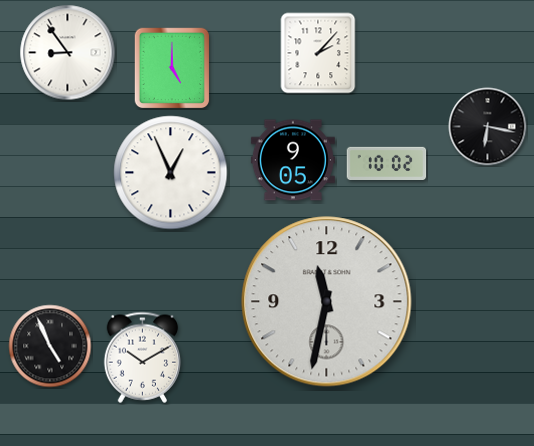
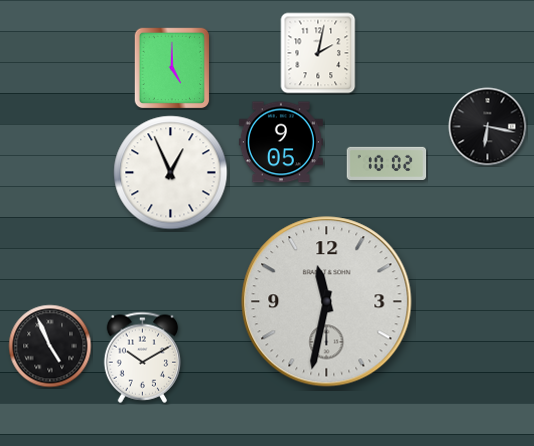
clock at (68, 53): 8:54 -> none
clock at (318, 53): 2:07 -> 2:02
clock at (293, 160) position: (293, 160) -> (281, 142)
